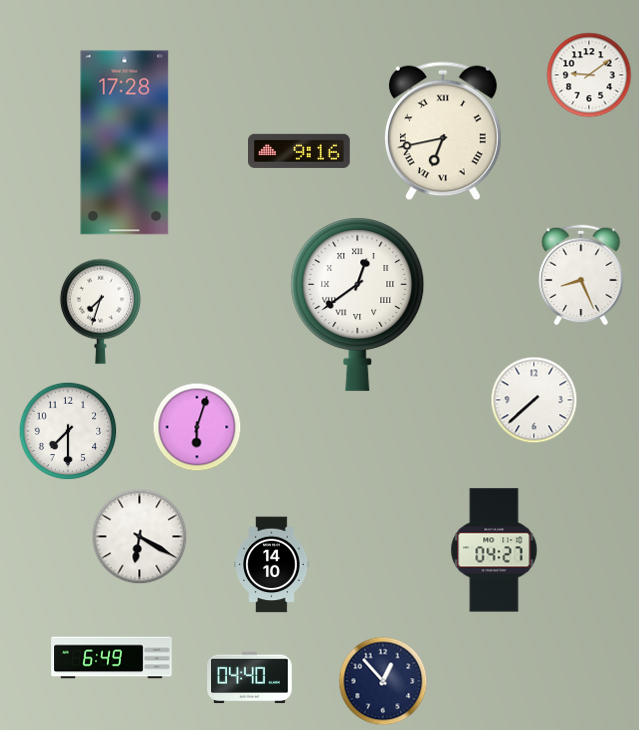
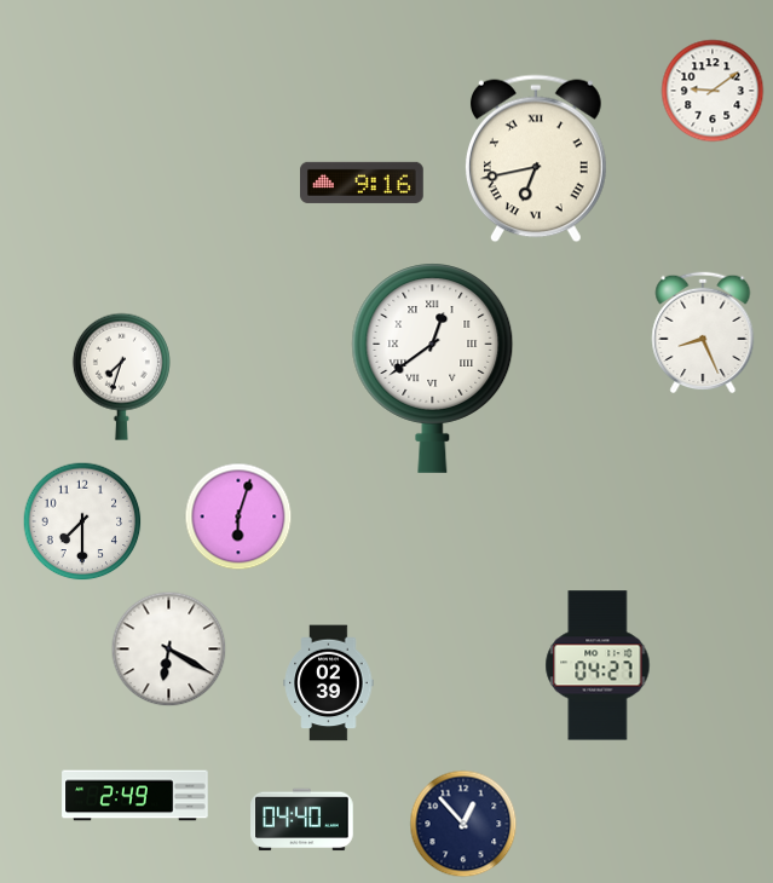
clock at (125, 143): 17:28 -> none
clock at (534, 400): 7:38 -> none
clock at (272, 565): 14:10 -> 02:39
clock at (112, 658): 6:49 -> 2:49
